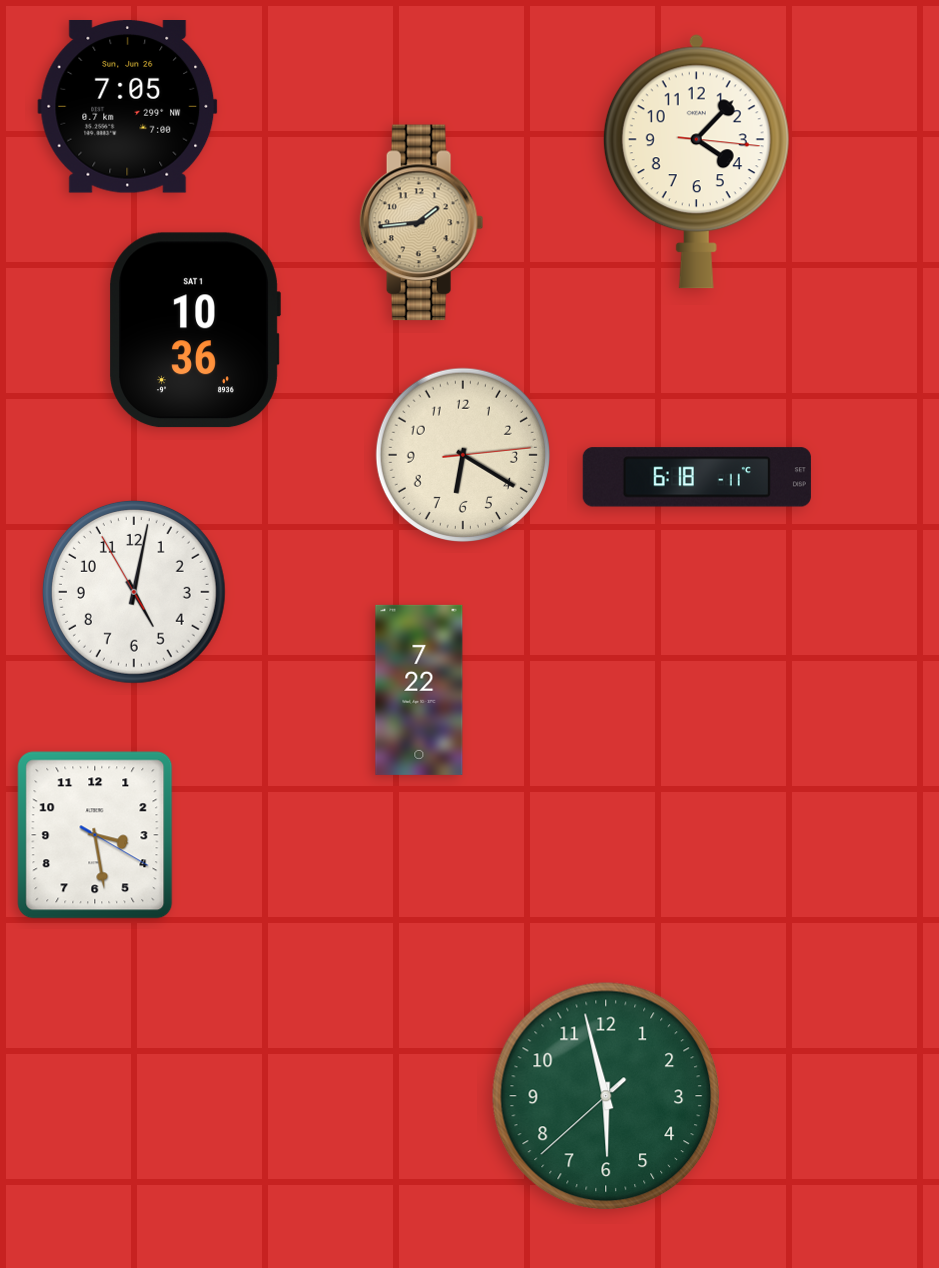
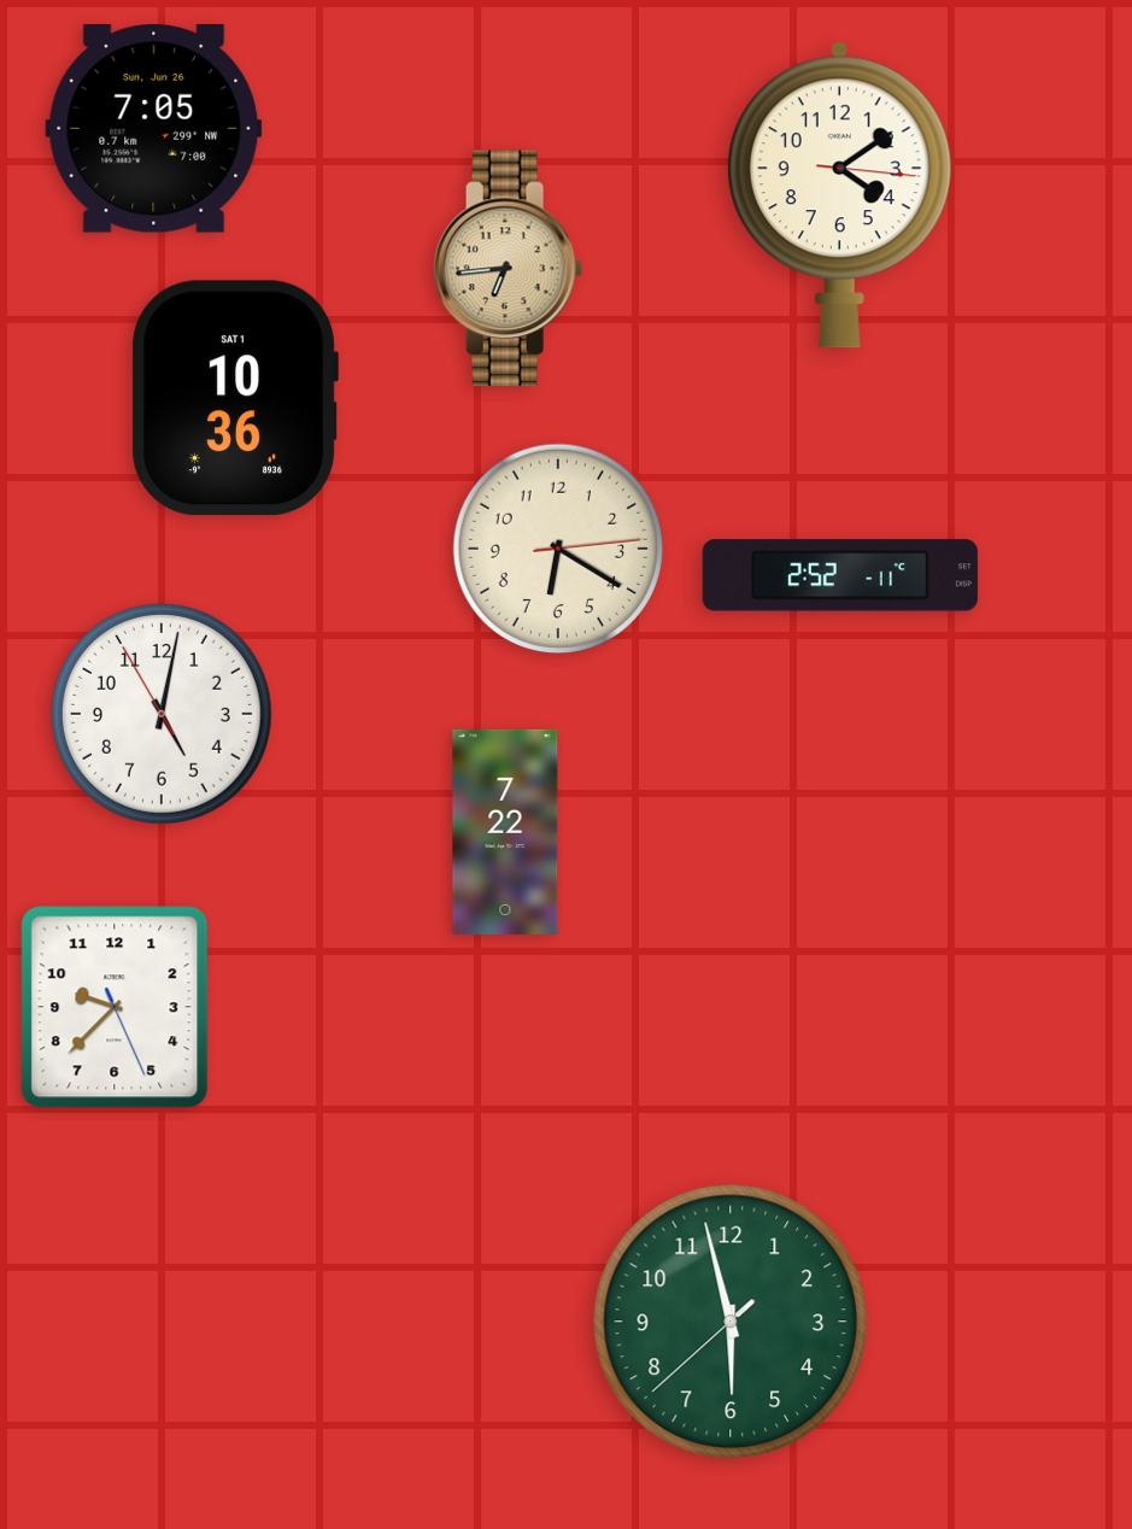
clock at (696, 162): 4:07 -> 4:09
clock at (422, 223): 1:44 -> 6:44
clock at (697, 477): 6:18 -> 2:52
clock at (95, 835): 3:28 -> 9:37
